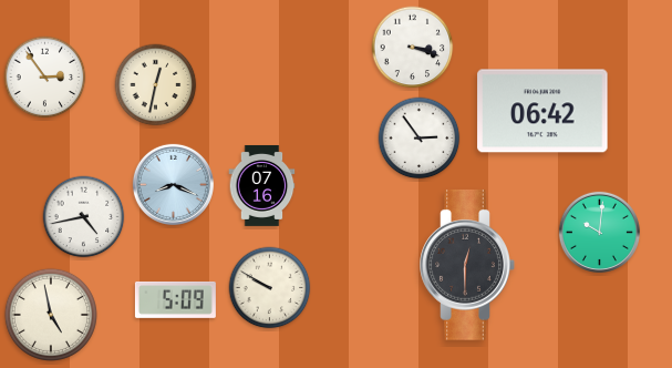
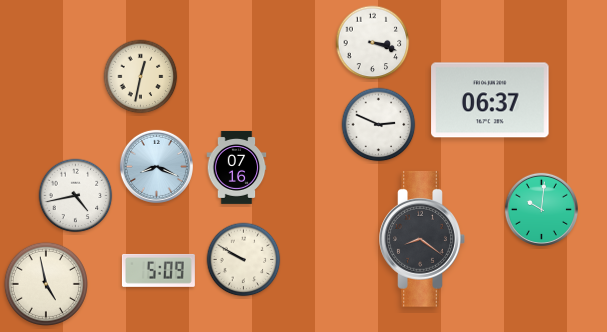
clock at (45, 78): 2:54 -> none
clock at (542, 111): 06:42 -> 06:37
clock at (420, 139): 2:54 -> 2:49
clock at (467, 265): 12:30 -> 8:21
